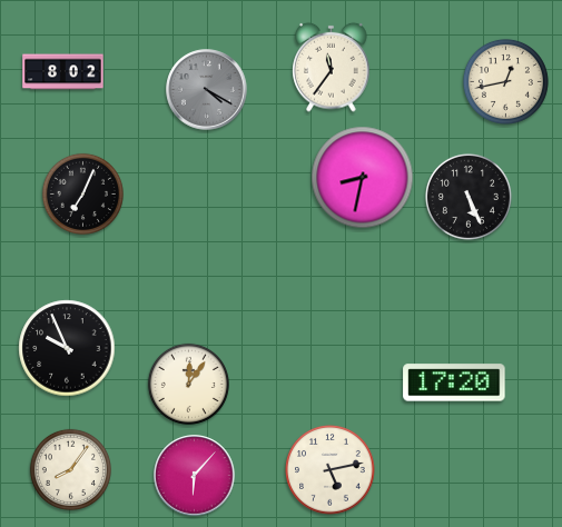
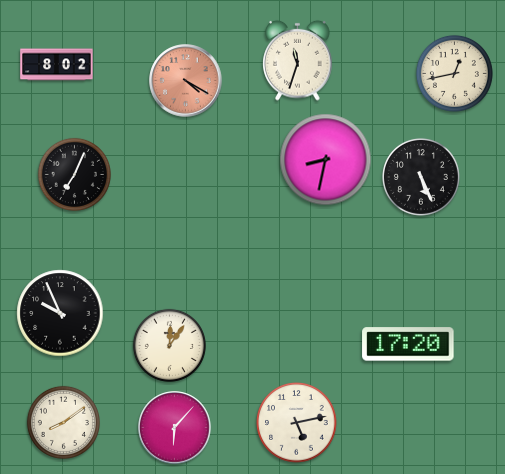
clock at (332, 67): 11:36 -> 11:33
clock at (207, 90) dial: grey -> salmon
clock at (70, 469): 8:06 -> 8:09
